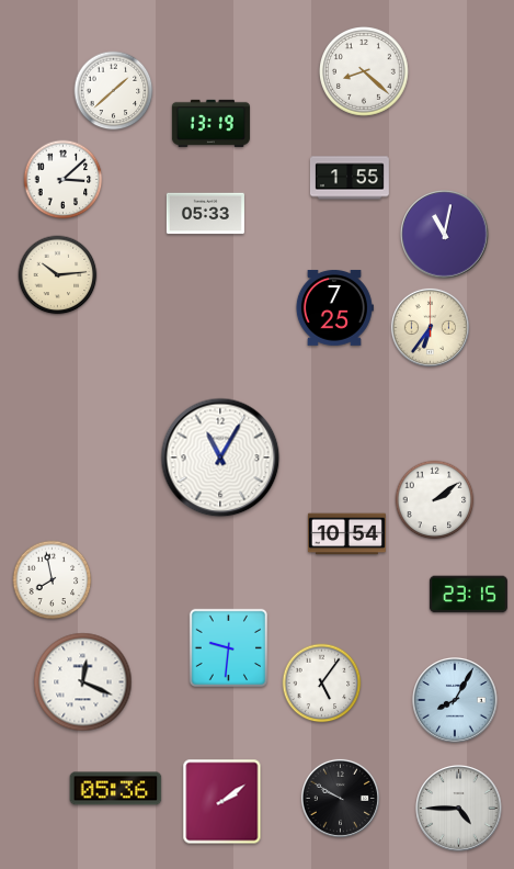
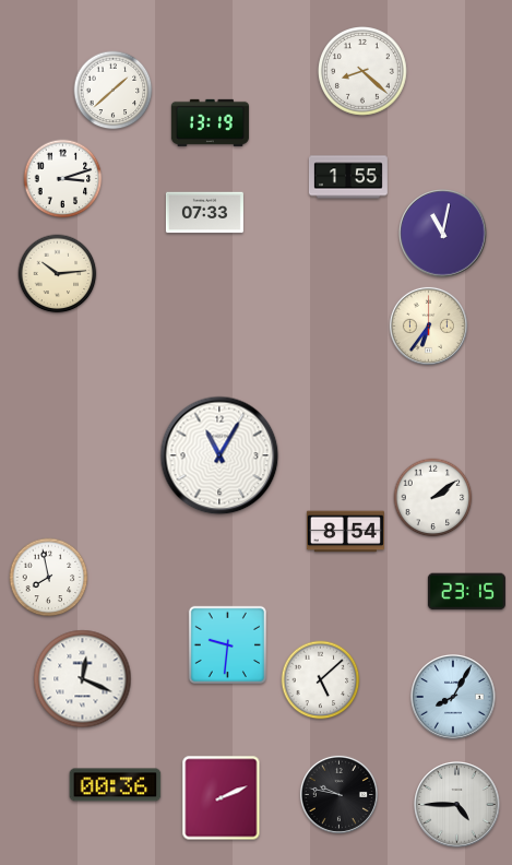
clock at (64, 180): 3:08 -> 3:12
clock at (205, 214): 05:33 -> 07:33
clock at (334, 307): 7:25 -> none
clock at (346, 534): 10:54 -> 8:54
clock at (53, 580) position: (53, 580) -> (49, 578)
clock at (322, 684): 5:06 -> 5:08
clock at (116, 789): 05:36 -> 00:36
clock at (340, 798): 9:50 -> 9:47
clock at (222, 802): 2:09 -> 2:11
